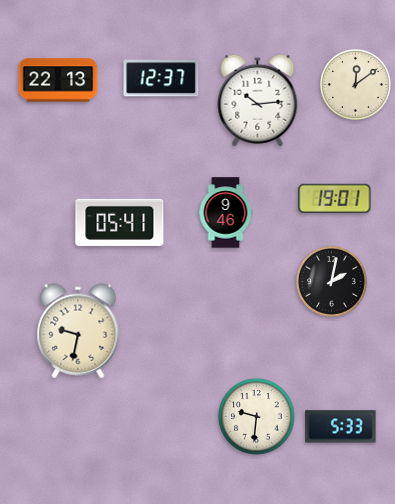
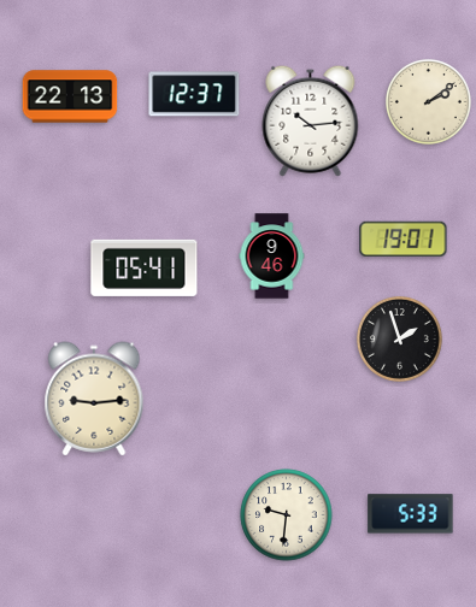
clock at (355, 84): 12:09 -> 2:09
clock at (331, 281): 2:02 -> 1:57
clock at (78, 331): 9:32 -> 9:14
clock at (257, 417) position: (257, 417) -> (287, 515)
